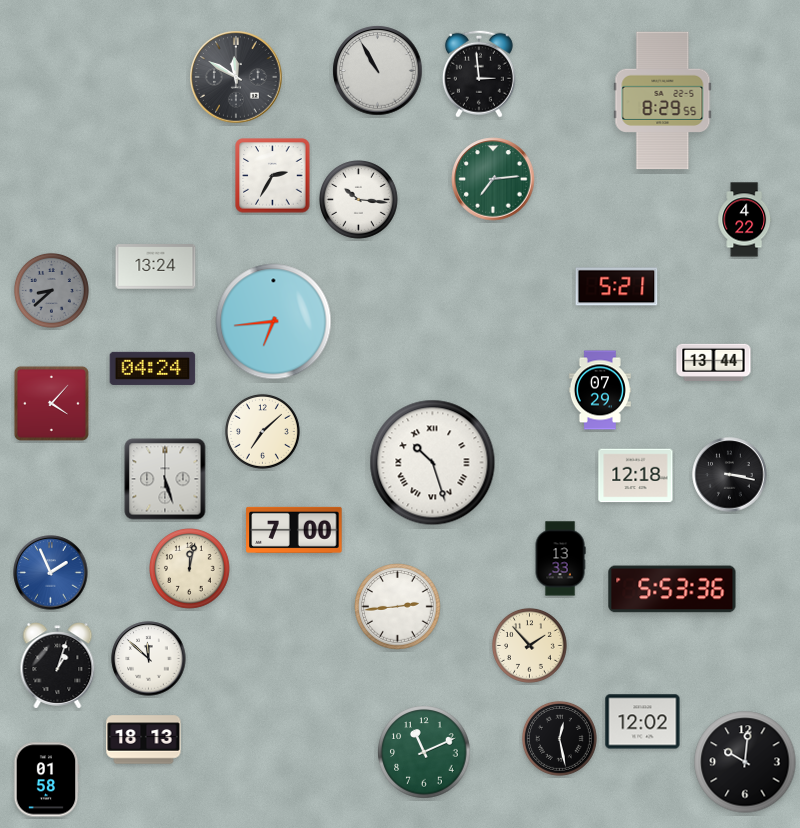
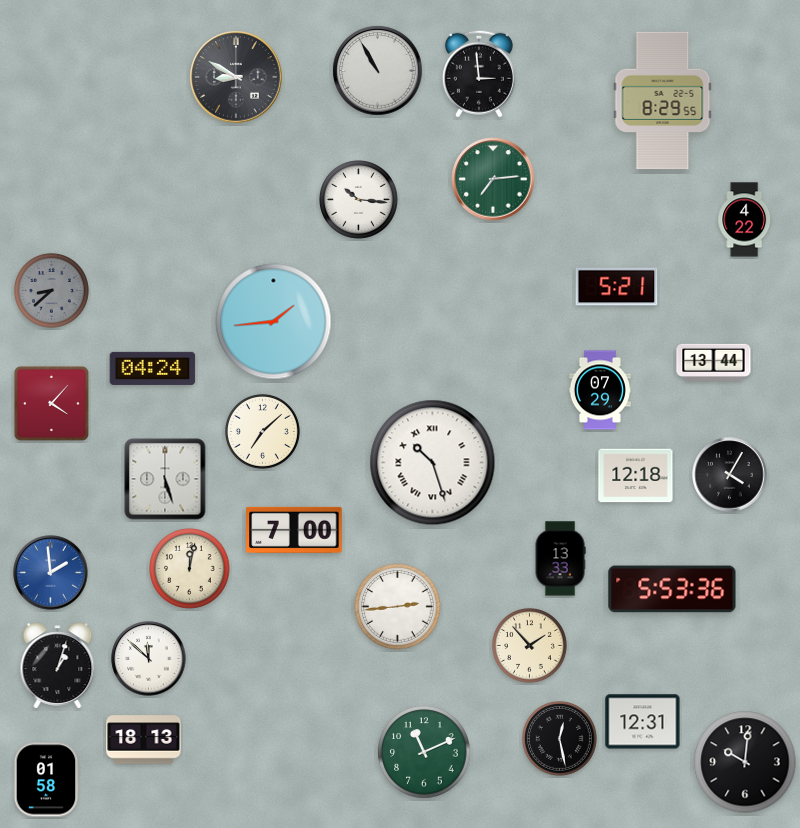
clock at (236, 77): 11:50 -> 8:50
clock at (273, 176): 2:35 -> none
clock at (156, 267): 13:24 -> none
clock at (274, 322): 6:44 -> 1:44
clock at (730, 475): 3:17 -> 4:05
clock at (51, 573): 1:56 -> 1:59
clock at (643, 722): 12:02 -> 12:31
